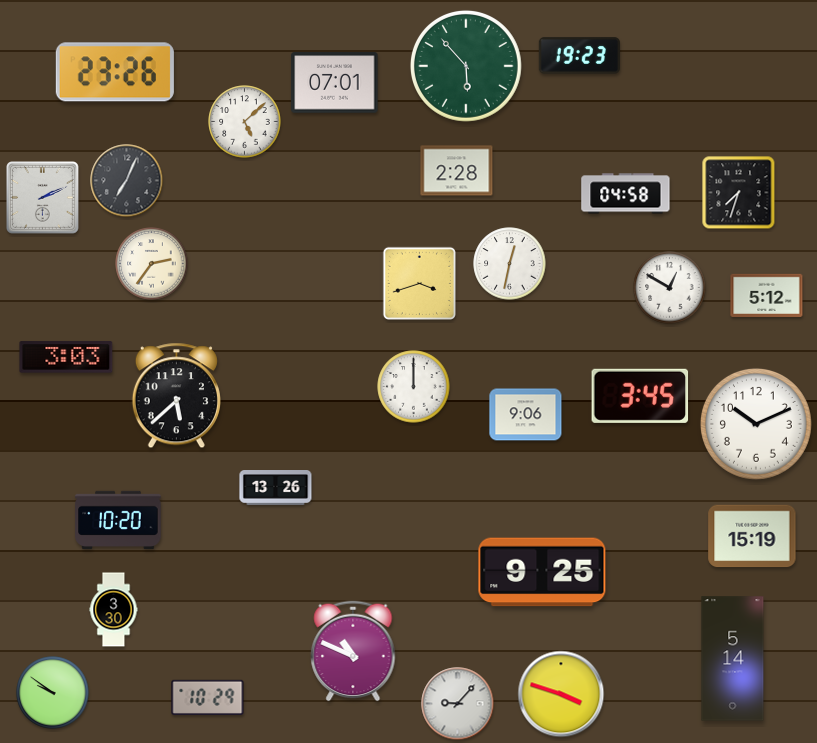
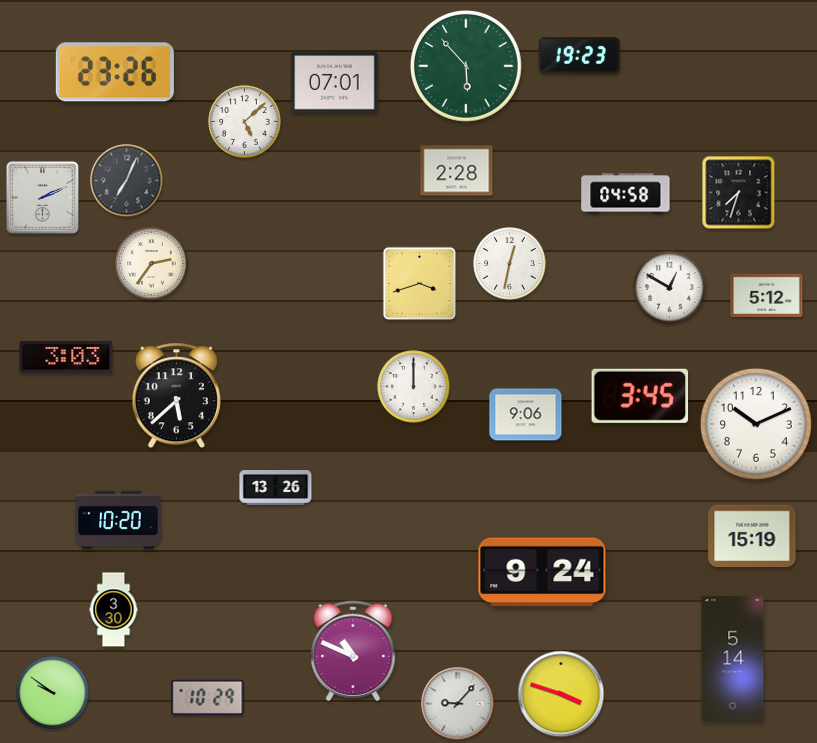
clock at (542, 572): 9:25 -> 9:24
